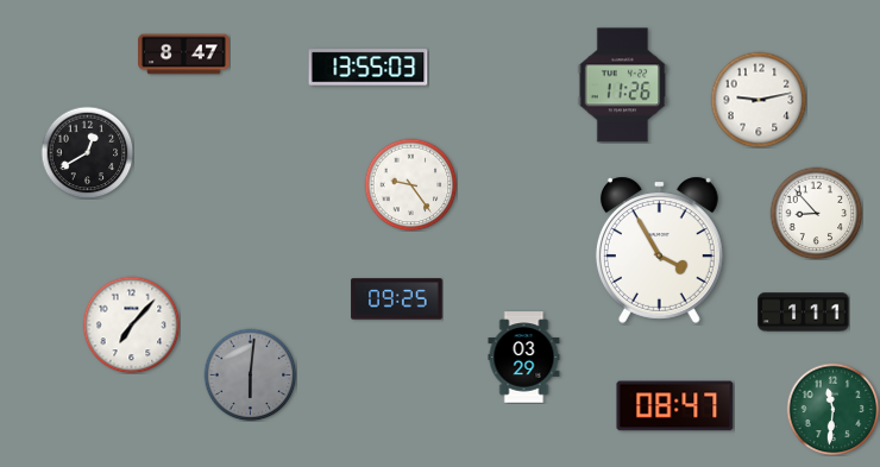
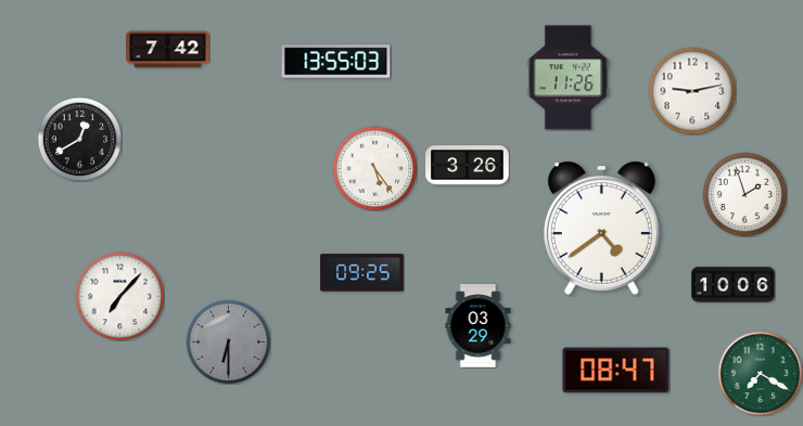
clock at (184, 55): 8:47 -> 7:42
clock at (468, 166): none -> 3:26
clock at (410, 184): 9:24 -> 5:24
clock at (816, 213): 8:53 -> 1:57
clock at (659, 250): 3:55 -> 4:39
clock at (804, 313): 1:11 -> 10:06
clock at (250, 374): 6:01 -> 6:30
clock at (832, 409): 11:31 -> 7:20
